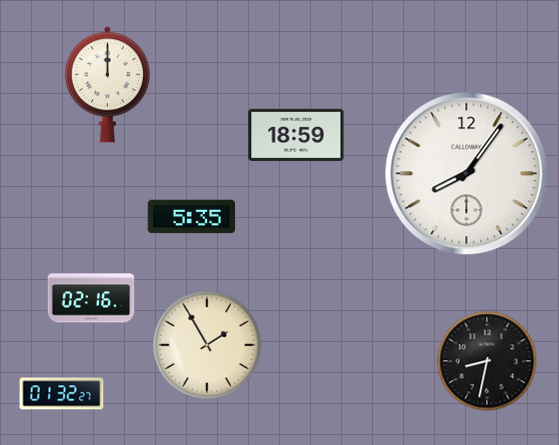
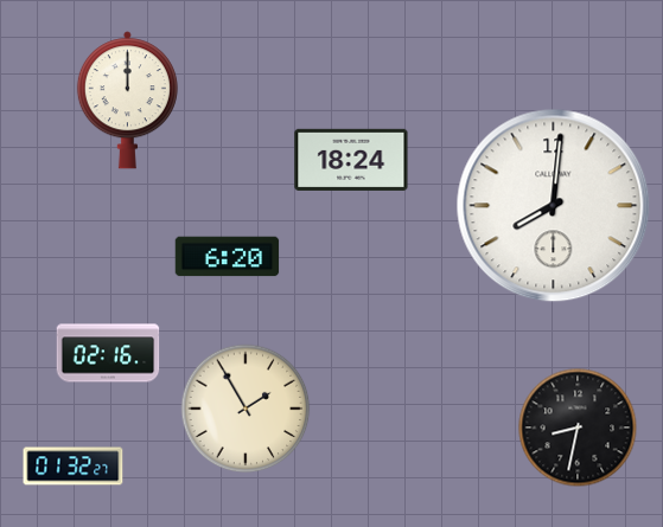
clock at (296, 135): 18:59 -> 18:24
clock at (467, 174): 8:06 -> 8:01
clock at (192, 217): 5:35 -> 6:20
